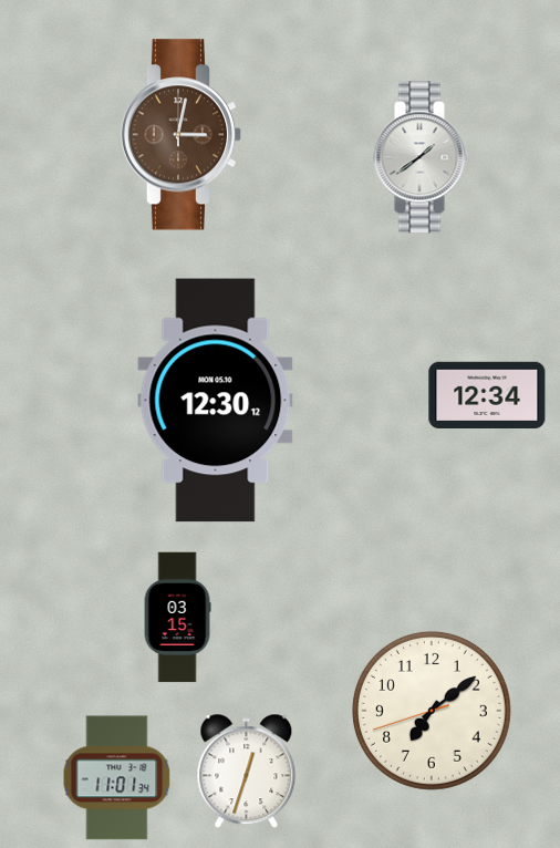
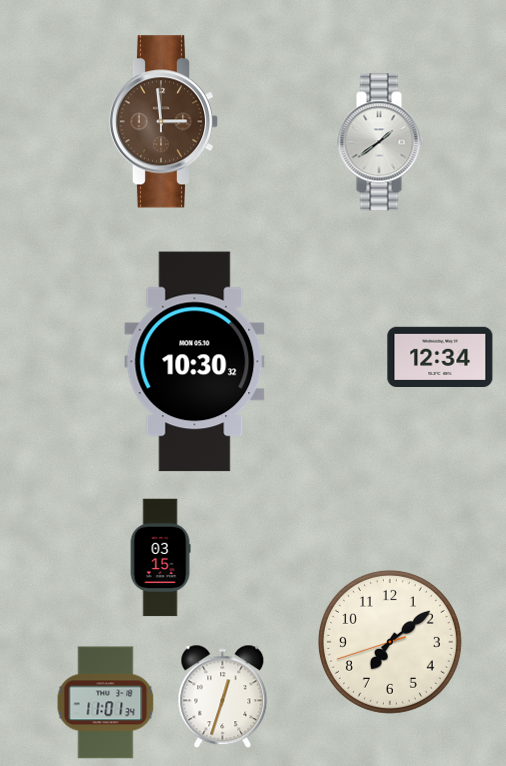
clock at (182, 135): 3:02 -> 2:59
clock at (216, 401): 12:30 -> 10:30
